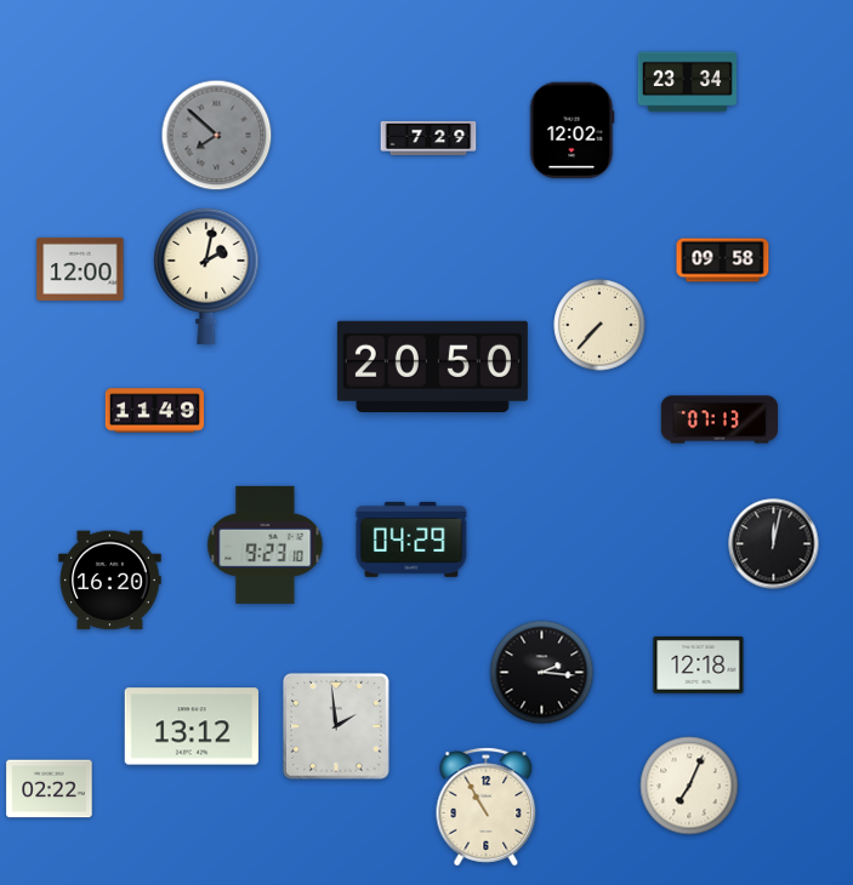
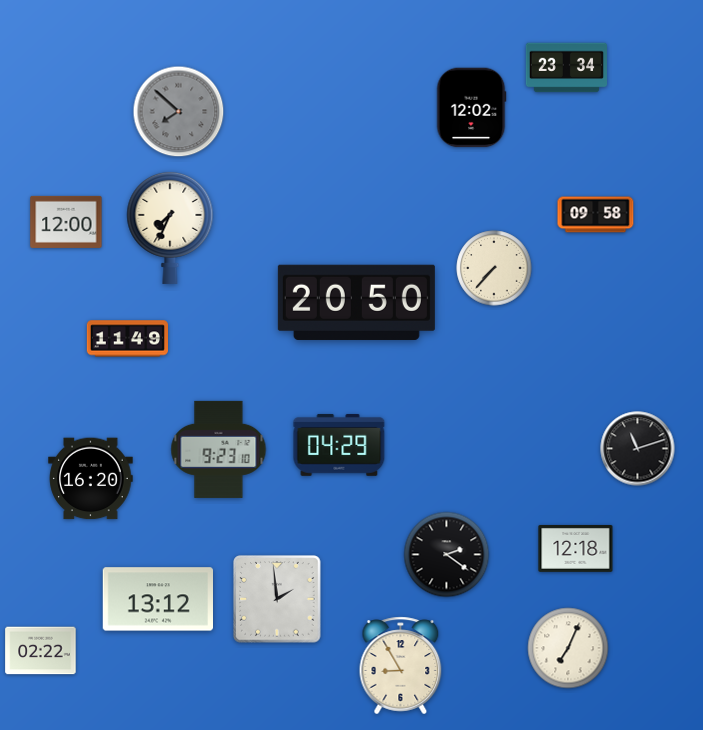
clock at (428, 138): 7:29 -> none
clock at (206, 275): 2:02 -> 7:34
clock at (720, 419): 07:13 -> none
clock at (774, 544): 12:02 -> 11:12
clock at (542, 673): 2:16 -> 2:21
clock at (487, 807): 10:55 -> 8:55
